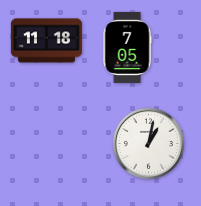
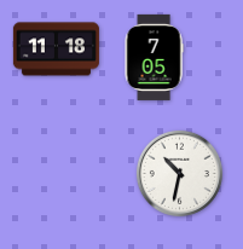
clock at (148, 143): 1:02 -> 10:32
